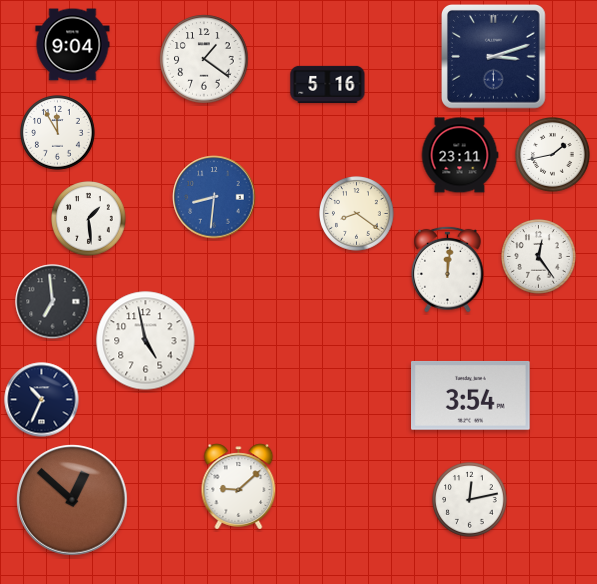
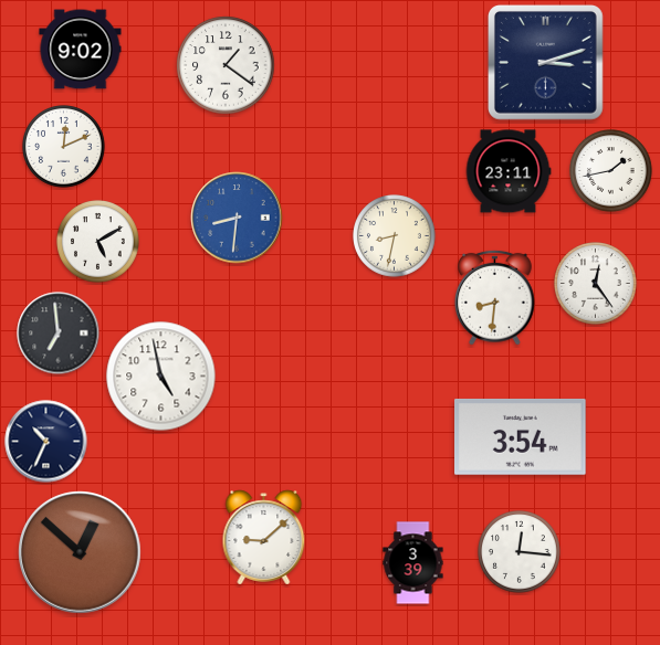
clock at (73, 45): 9:04 -> 9:02
clock at (328, 84): 5:16 -> none
clock at (58, 133): 11:55 -> 12:11
clock at (357, 214): 8:21 -> 8:32
clock at (89, 219): 1:29 -> 5:10
clock at (448, 269): 12:01 -> 8:31
clock at (470, 500): 12:13 -> 12:16
clock at (413, 563): none -> 3:39
